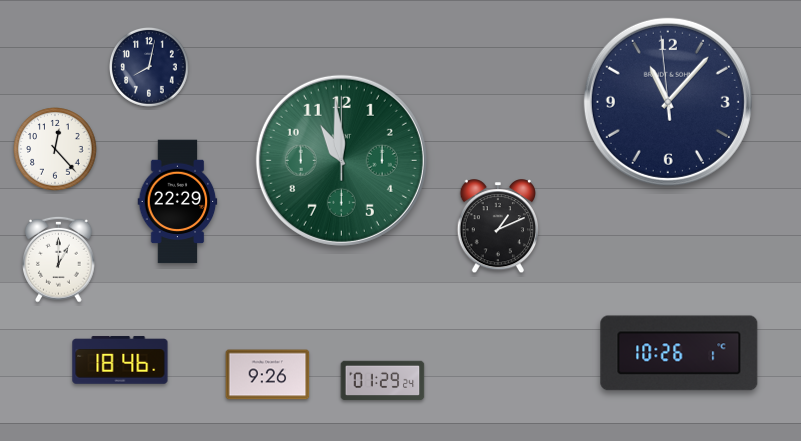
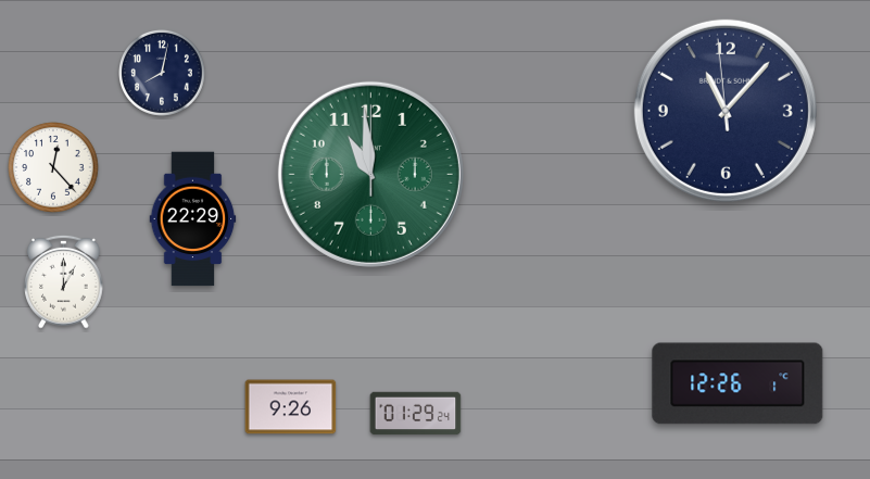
clock at (55, 149) position: (55, 149) -> (53, 167)
clock at (497, 227): 1:11 -> none
clock at (679, 353): 10:26 -> 12:26
clock at (120, 360): 18:46 -> none
